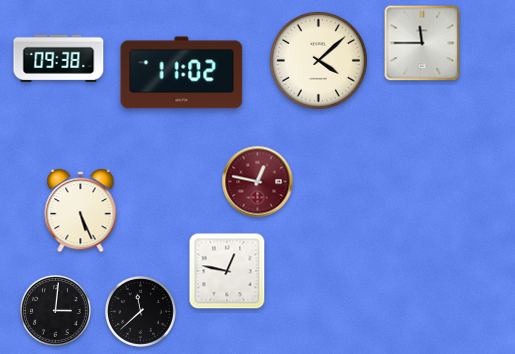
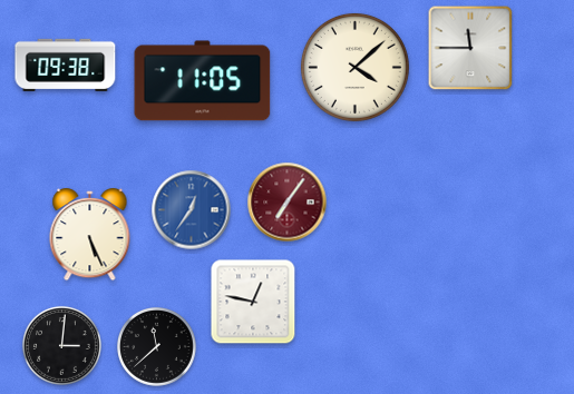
clock at (182, 73): 11:02 -> 11:05
clock at (258, 182): 12:47 -> 7:06
clock at (192, 210): none -> 12:36
